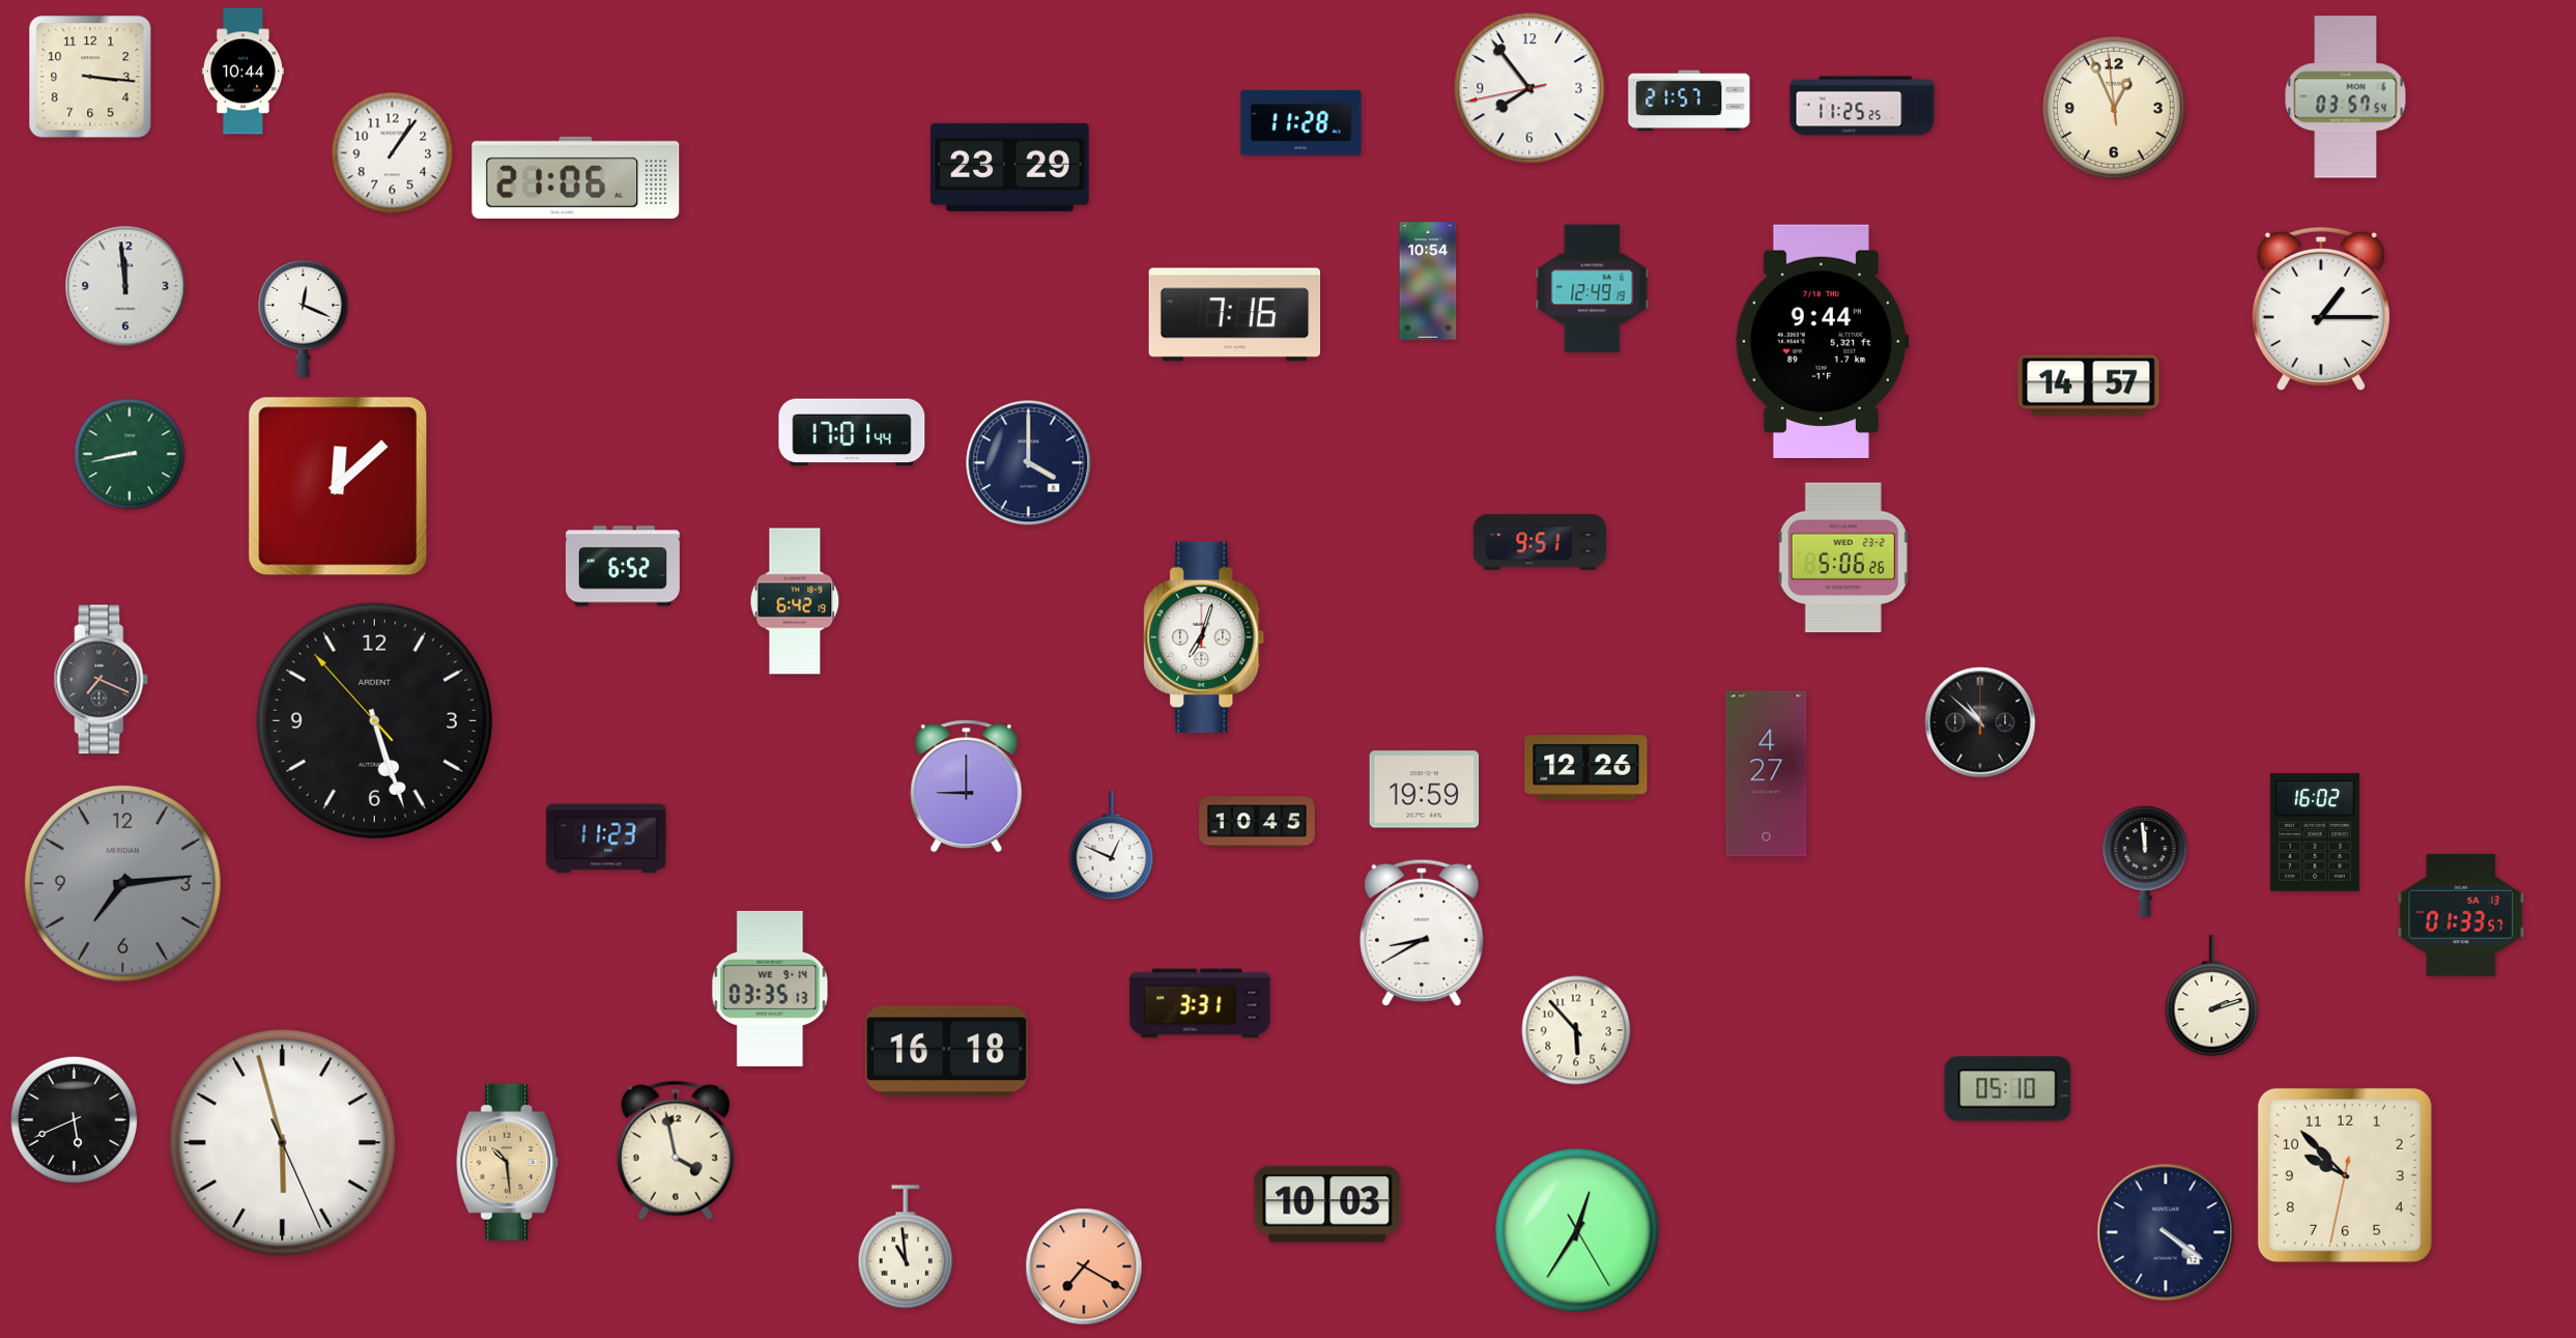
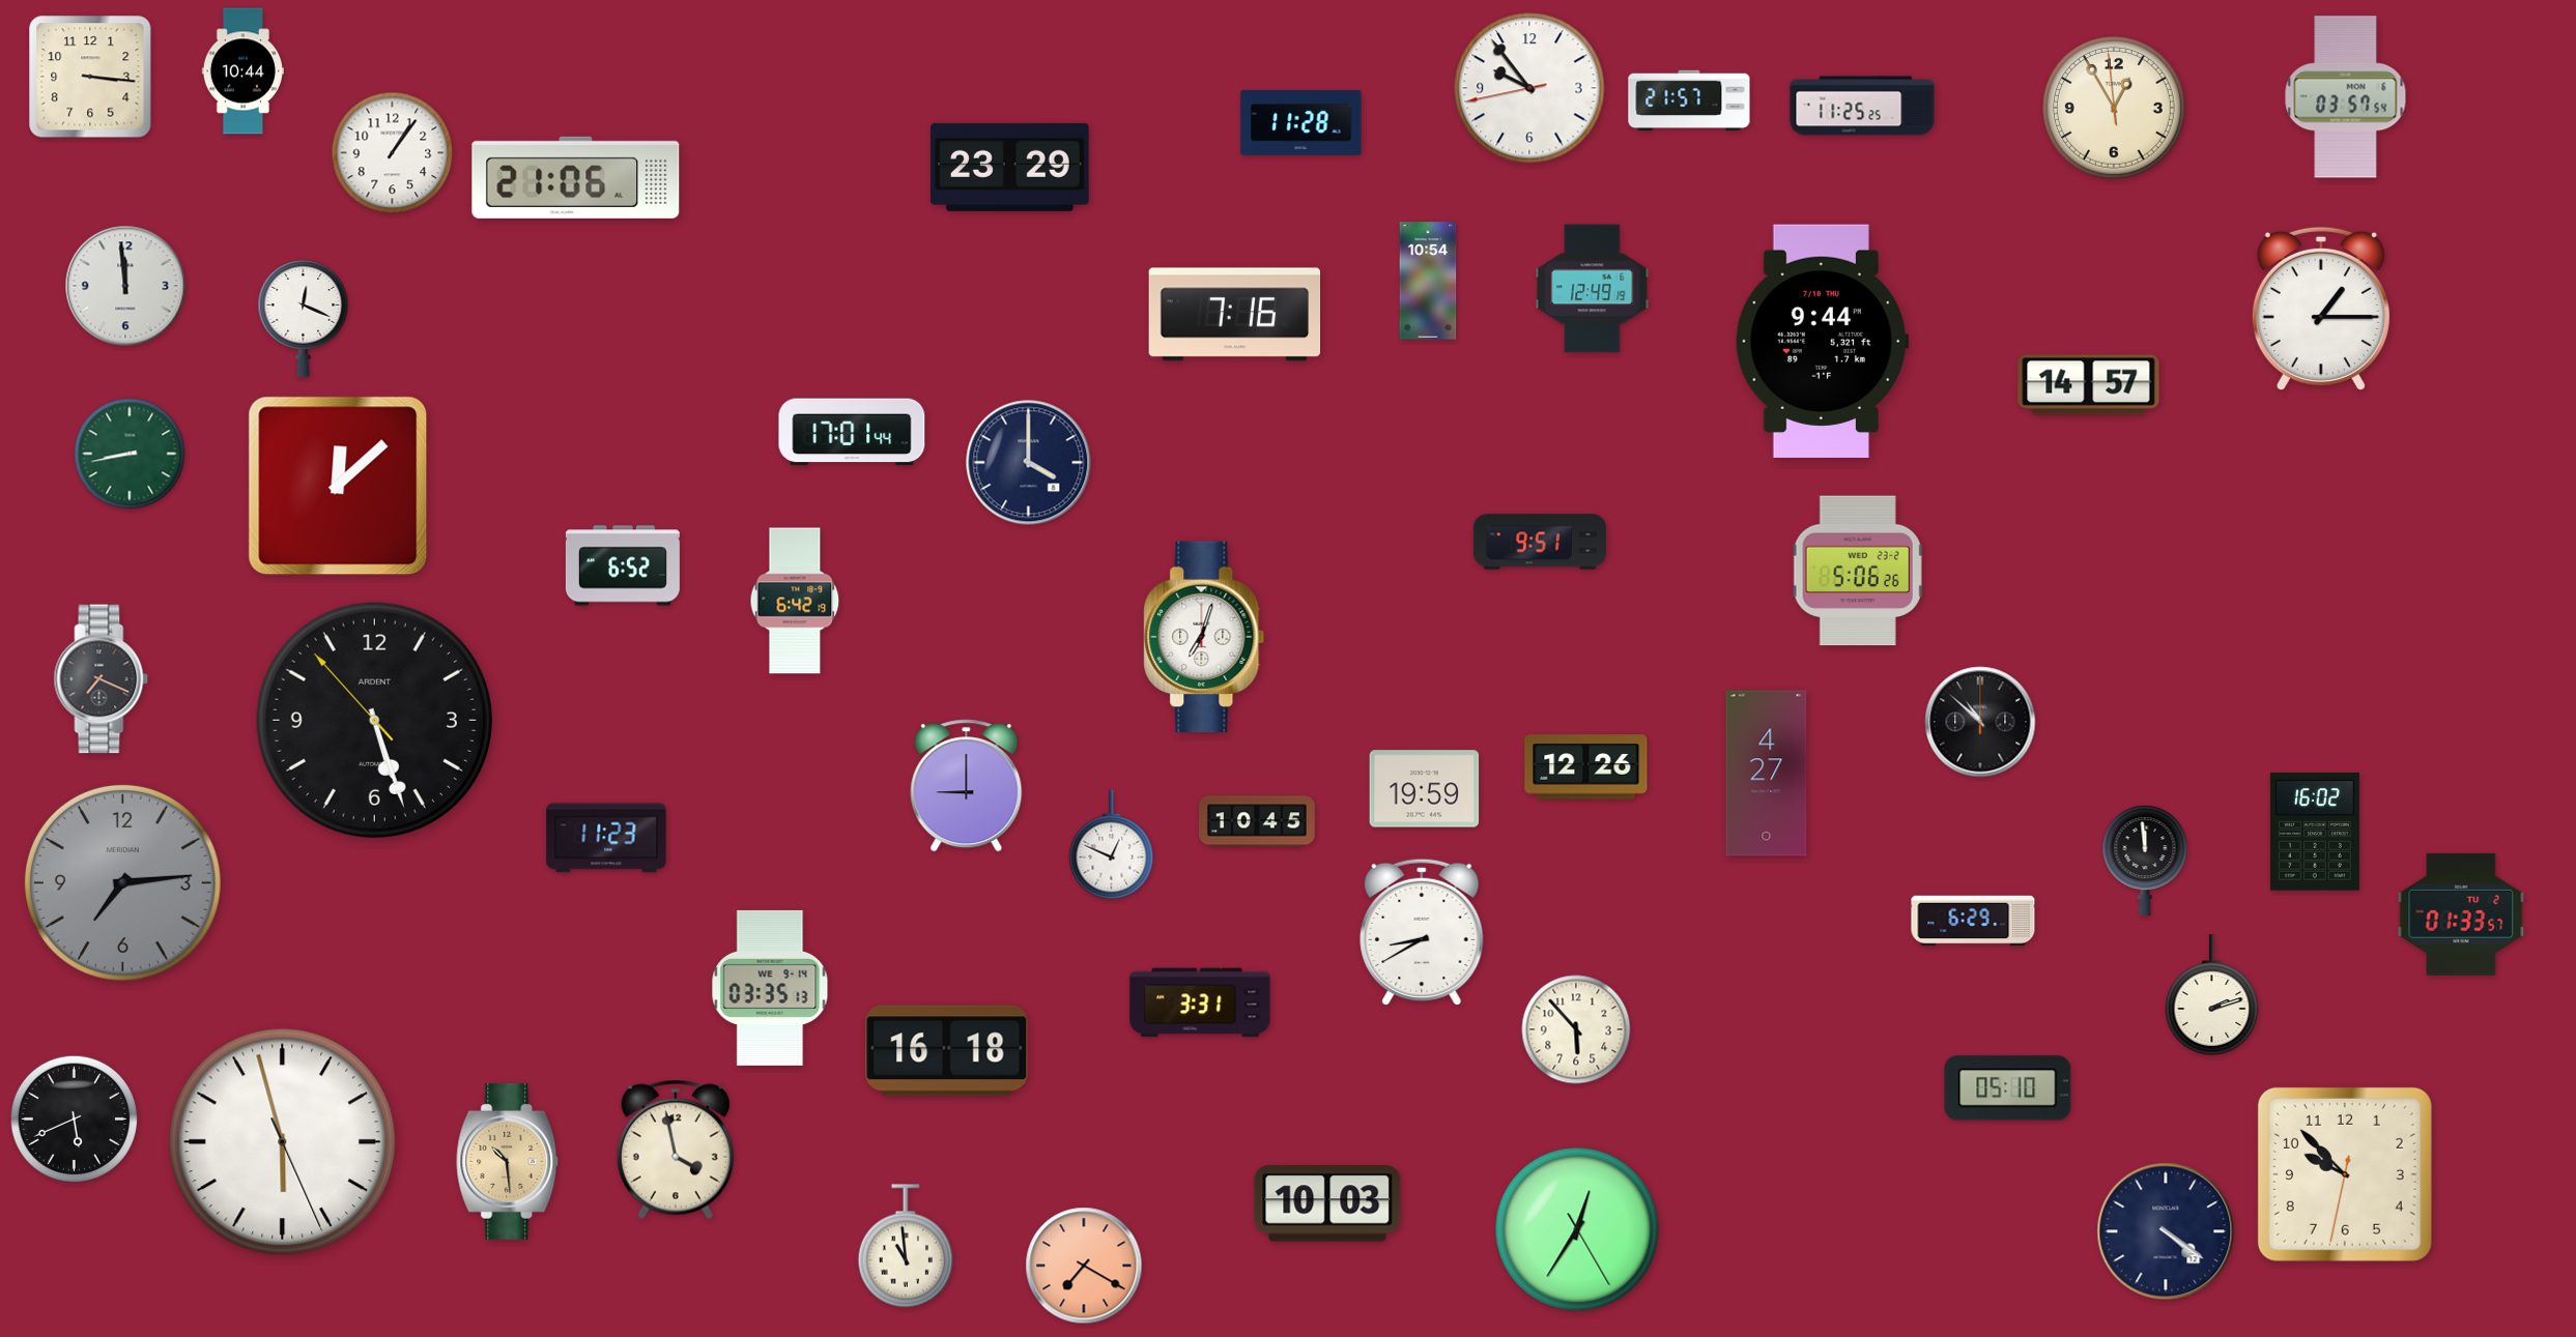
clock at (1529, 88): 7:53 -> 9:53
clock at (2114, 108): 12:55 -> 12:54
clock at (1843, 558) position: (1843, 558) -> (1858, 571)
clock at (2461, 915) date: SA 13 -> TU 2
clock at (1973, 921): none -> 6:29
